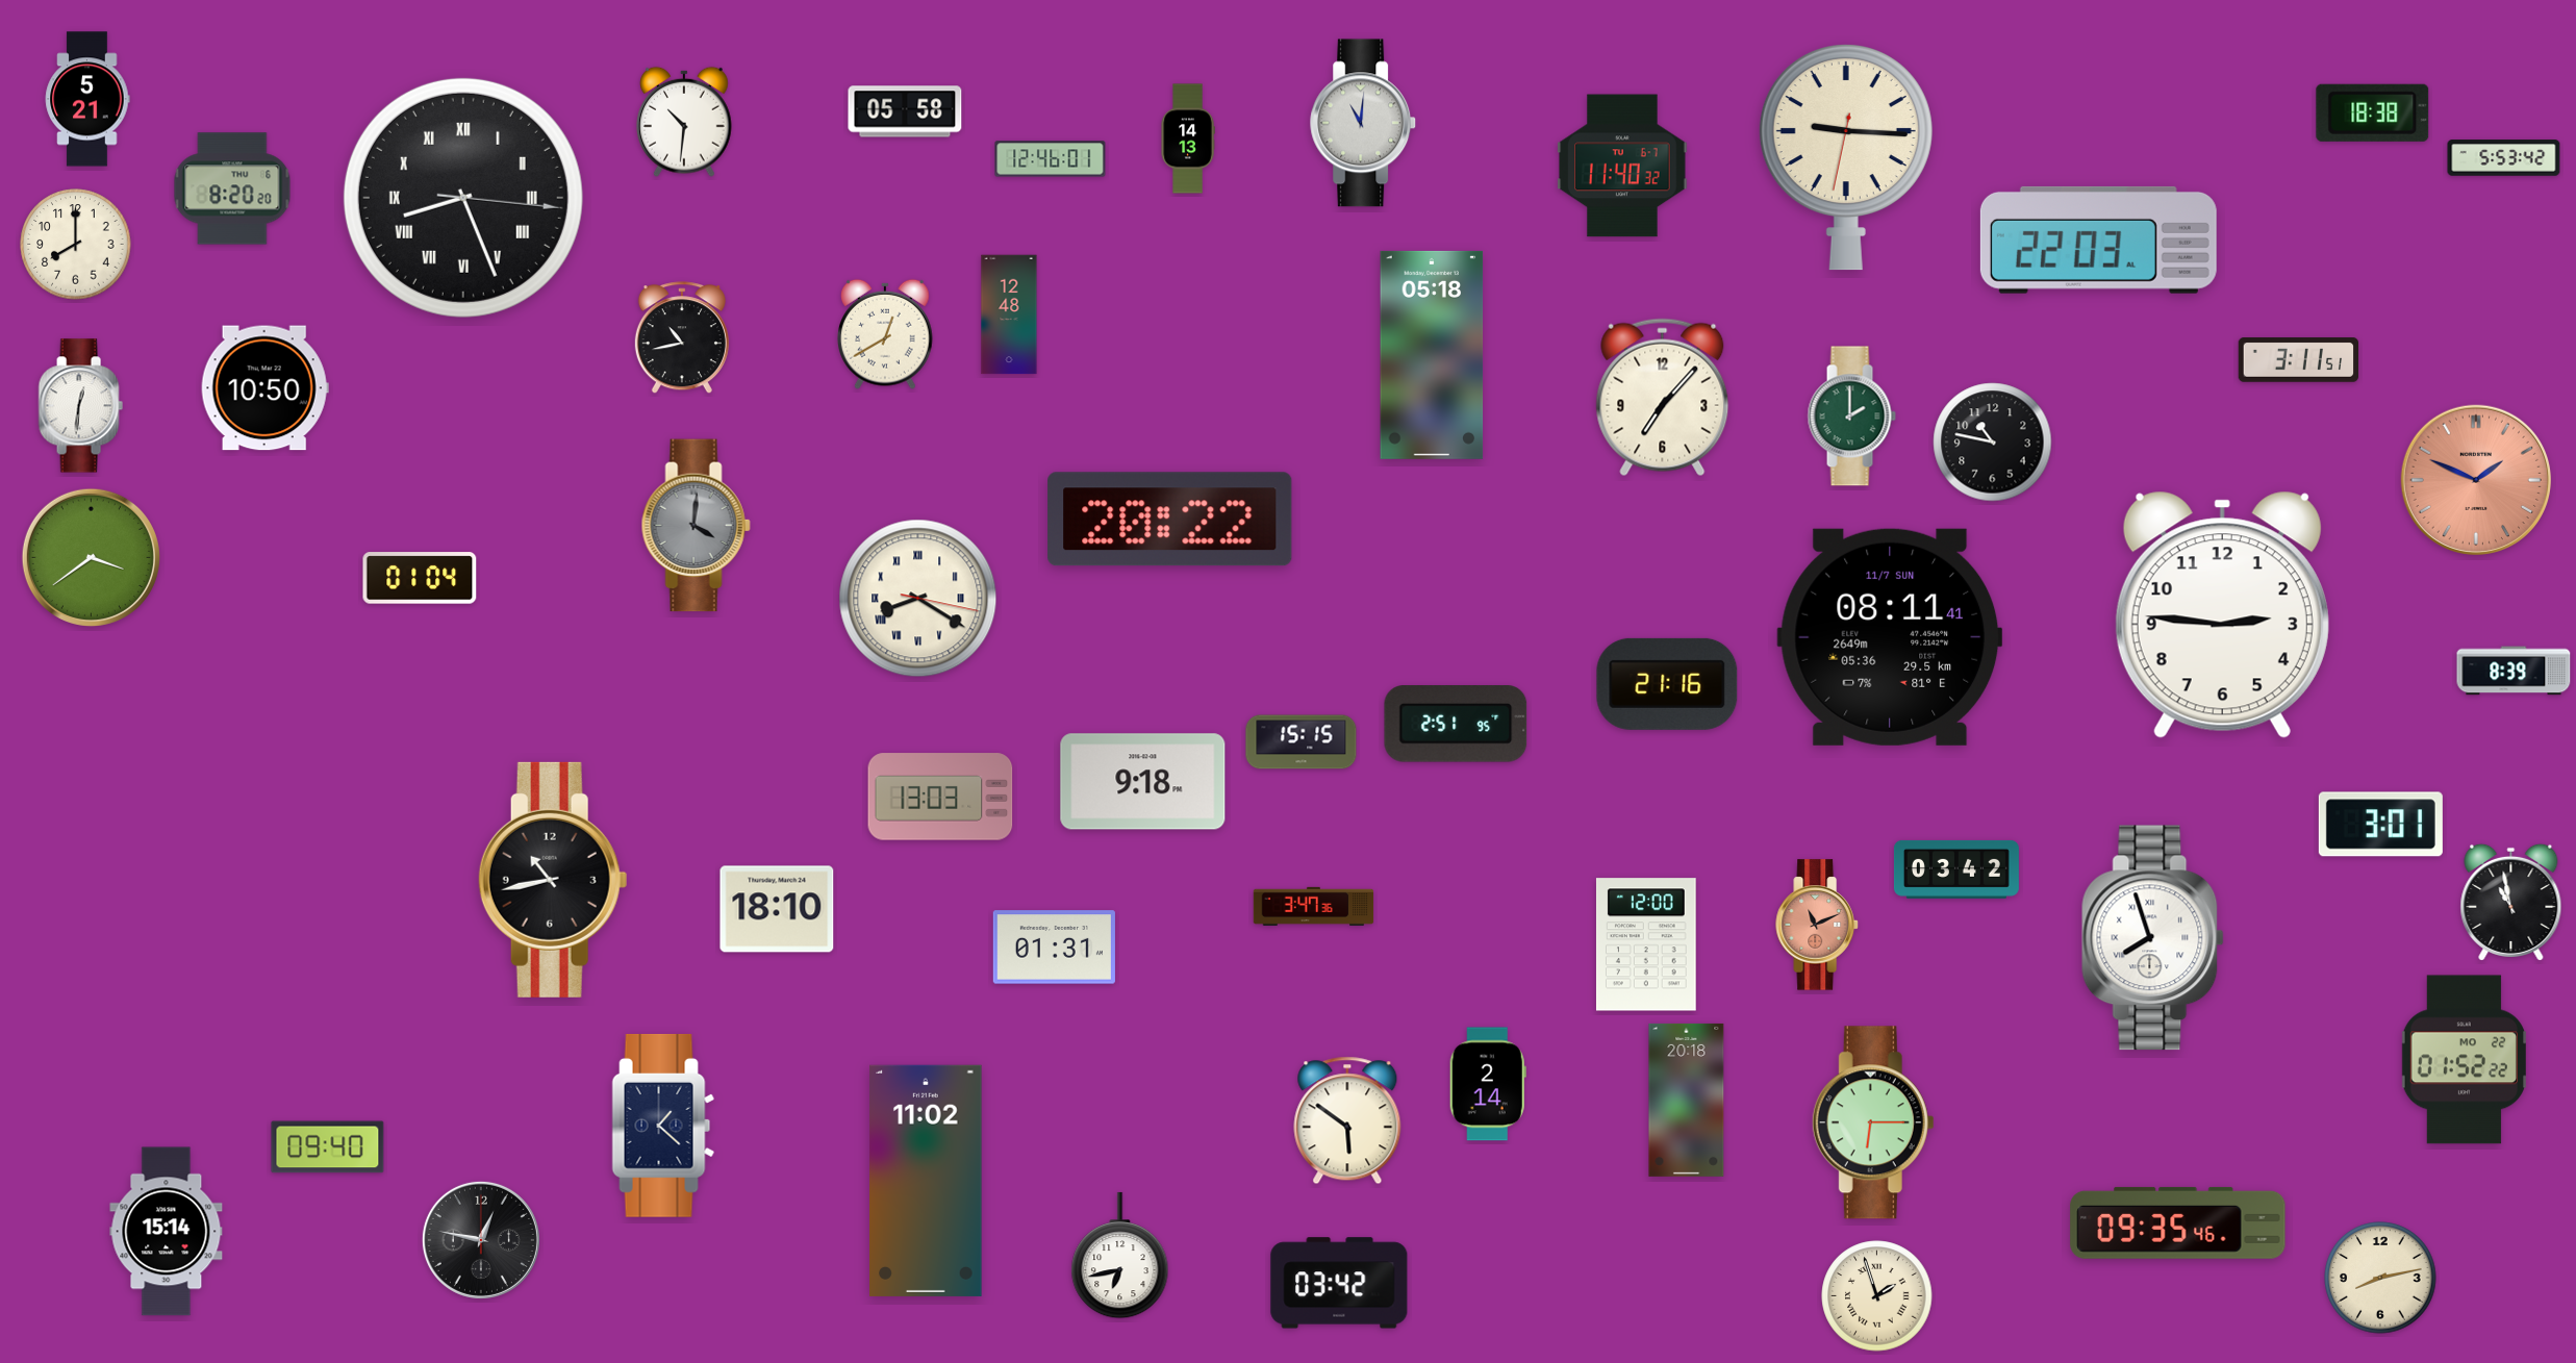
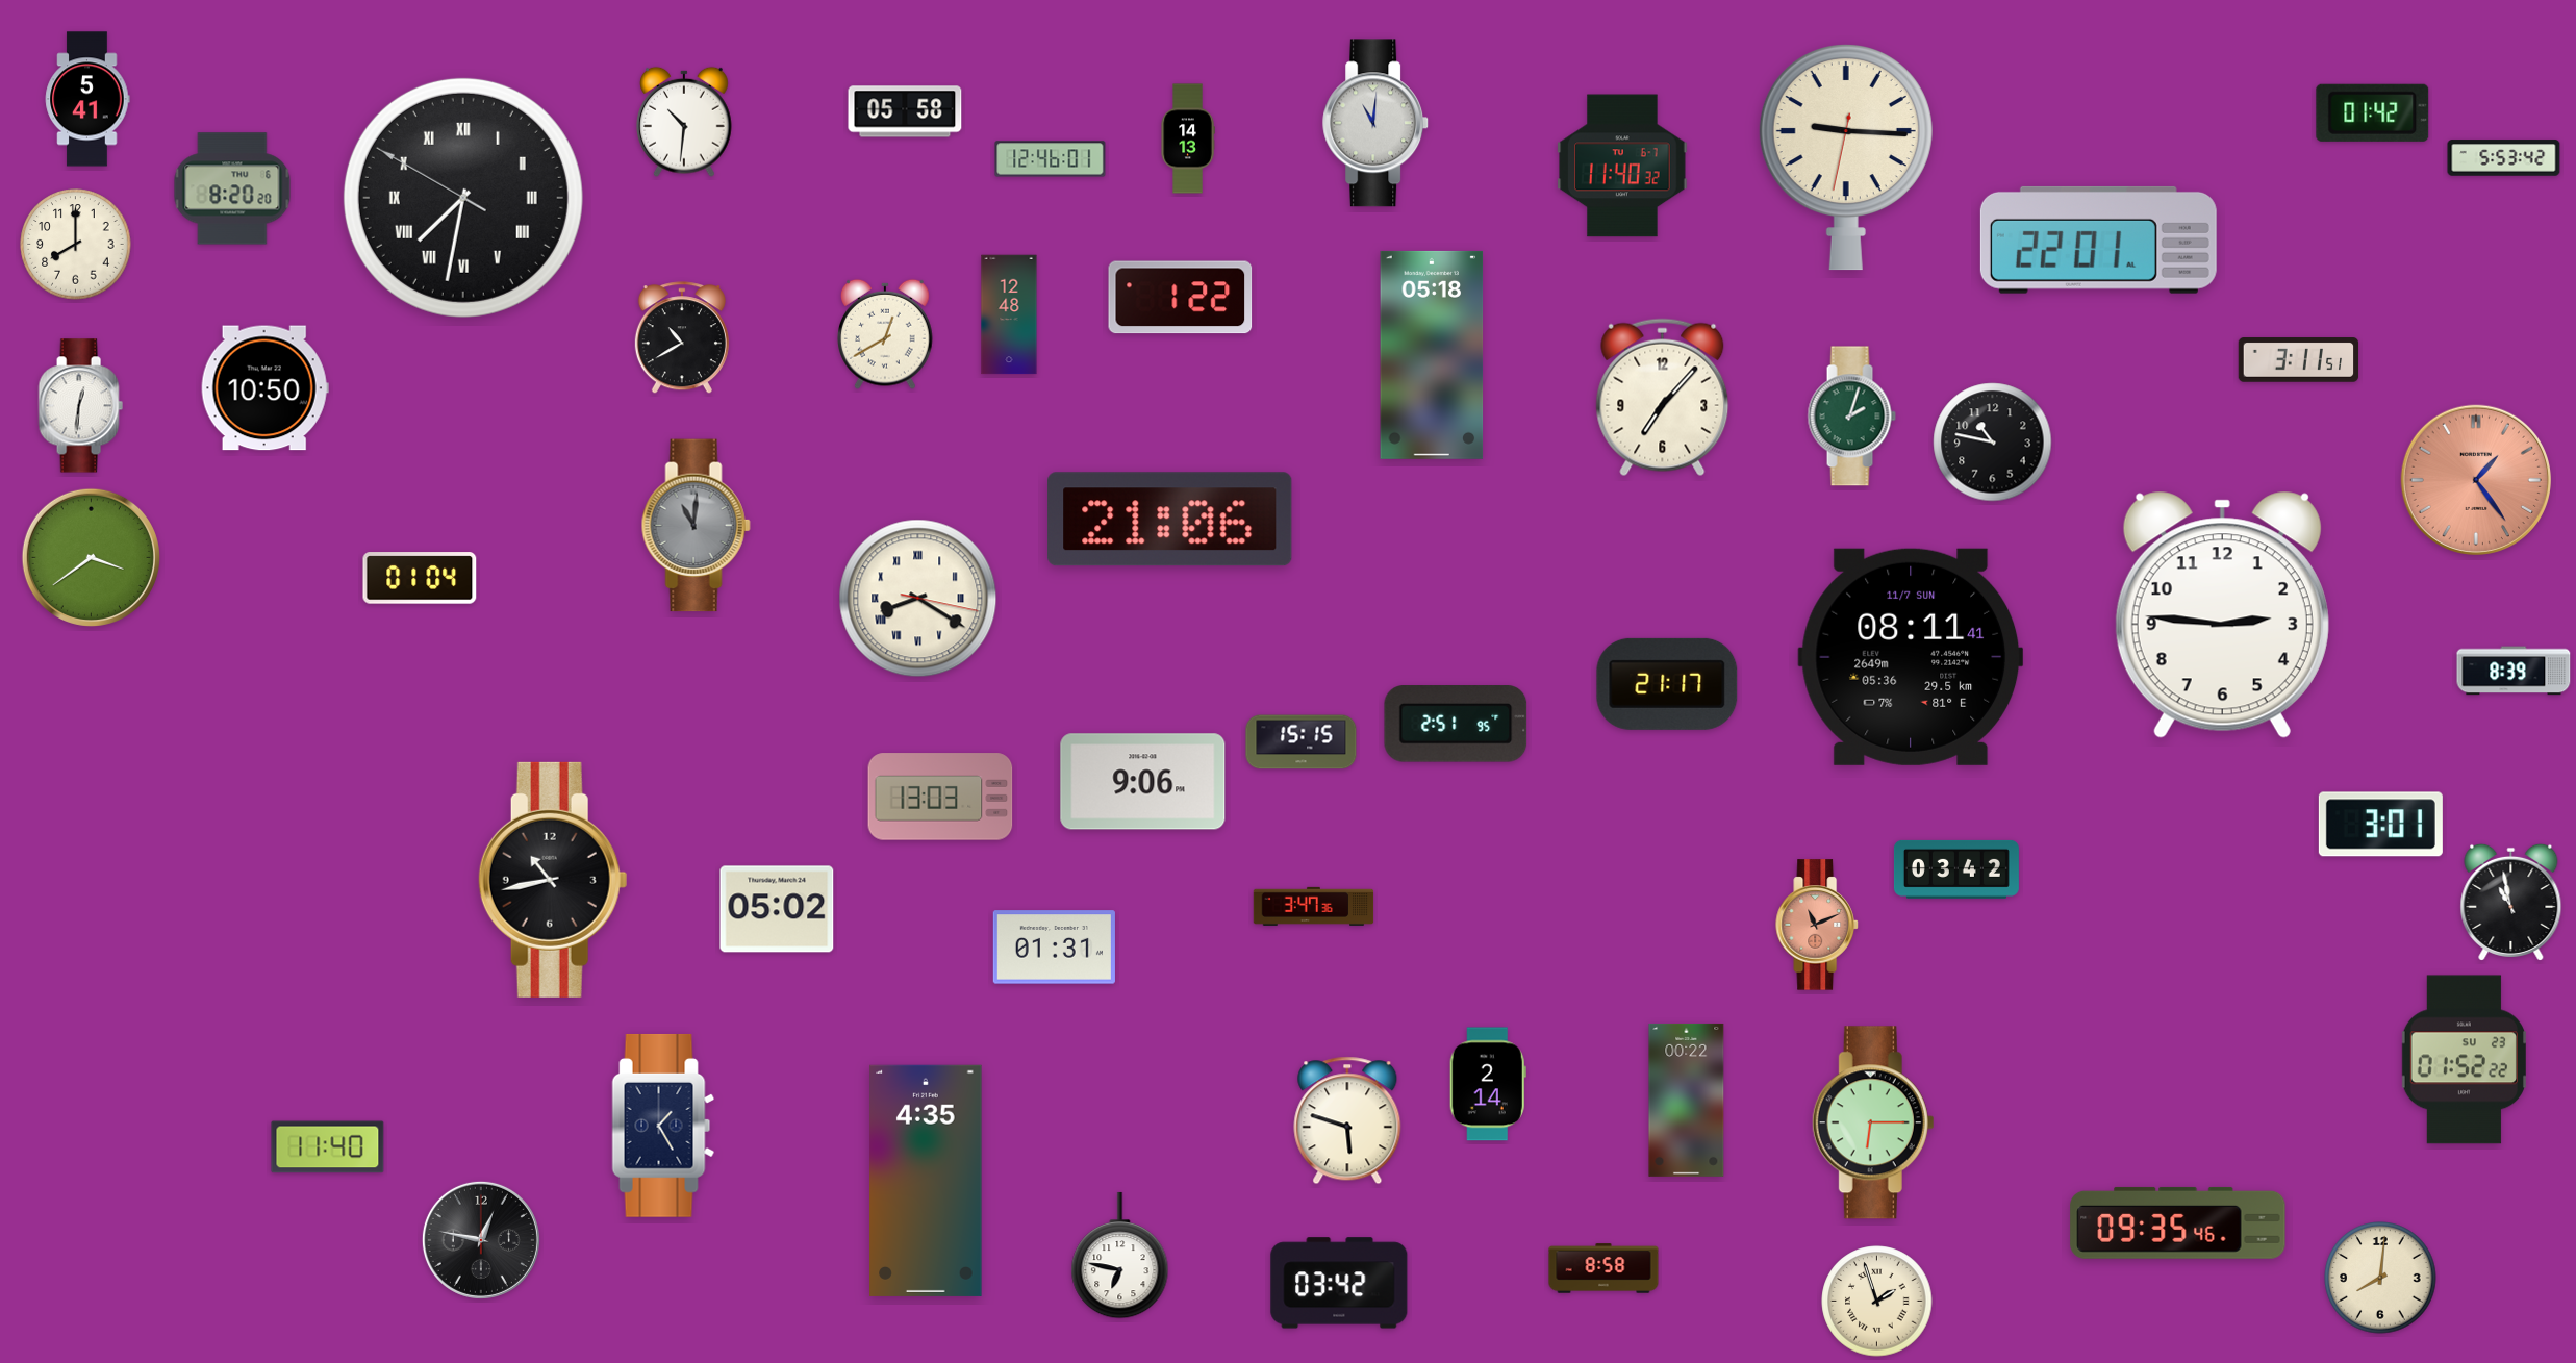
clock at (87, 99): 5:21 -> 5:41
clock at (2373, 112): 18:38 -> 01:42
clock at (1364, 123) position: (1364, 123) -> (1377, 123)
clock at (463, 198): 8:26 -> 7:31
clock at (2098, 239): 22:03 -> 22:01
clock at (1181, 298): none -> 1:22
clock at (682, 338): 10:43 -> 10:40
clock at (1851, 417): 2:00 -> 2:03
clock at (2475, 479): 1:49 -> 1:24
clock at (1170, 520): 20:22 -> 21:06
clock at (696, 526): 4:01 -> 11:01
clock at (1890, 637) position: (1890, 637) -> (1911, 657)
clock at (1667, 684): 21:16 -> 21:17
clock at (1143, 782): 9:18 -> 9:06
clock at (777, 909): 18:10 -> 05:02
clock at (2153, 938): 7:57 -> none
clock at (1646, 944): 12:00 -> none
clock at (2464, 1060) date: MO 22 -> SU 23
clock at (1687, 1100): 20:18 -> 00:22
clock at (1347, 1120): 5:51 -> 5:48
clock at (663, 1126): 1:22 -> 1:25
clock at (328, 1147): 09:40 -> 11:40
clock at (926, 1181): 11:02 -> 4:35
clock at (167, 1232): 15:14 -> none
clock at (1120, 1256): 6:43 -> 6:47
clock at (1603, 1268): none -> 8:58
clock at (2380, 1278): 8:13 -> 8:01
clock at (1877, 1296) position: (1877, 1296) -> (1877, 1302)
